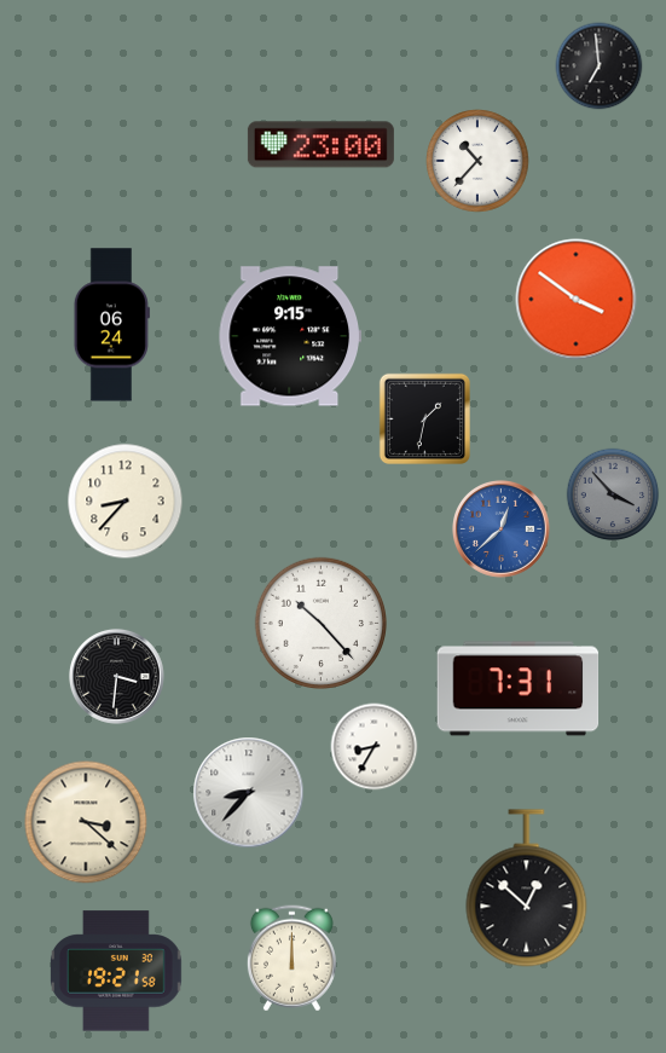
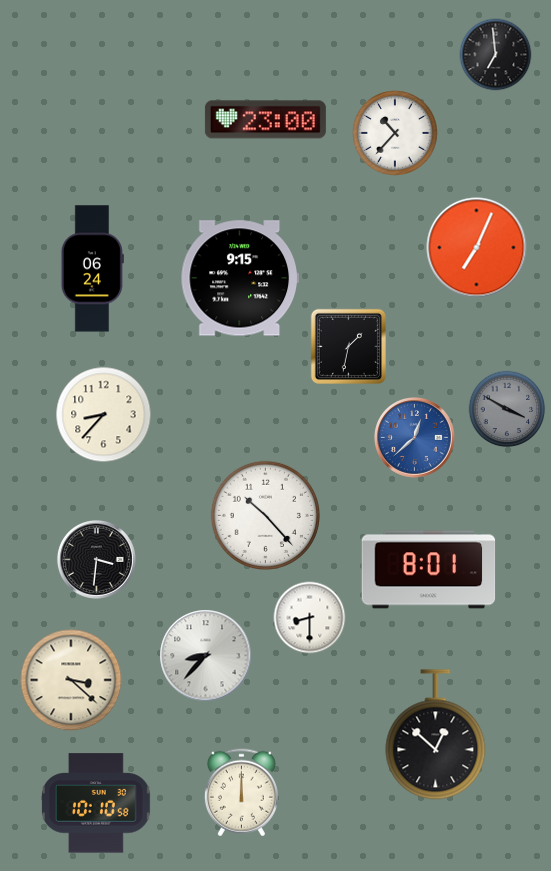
clock at (577, 300): 3:51 -> 7:04
clock at (424, 418) position: (424, 418) -> (348, 346)
clock at (613, 494): 3:53 -> 3:50
clock at (519, 689): 7:31 -> 8:01
clock at (375, 747): 8:35 -> 8:30
clock at (116, 971): 19:21 -> 10:10
